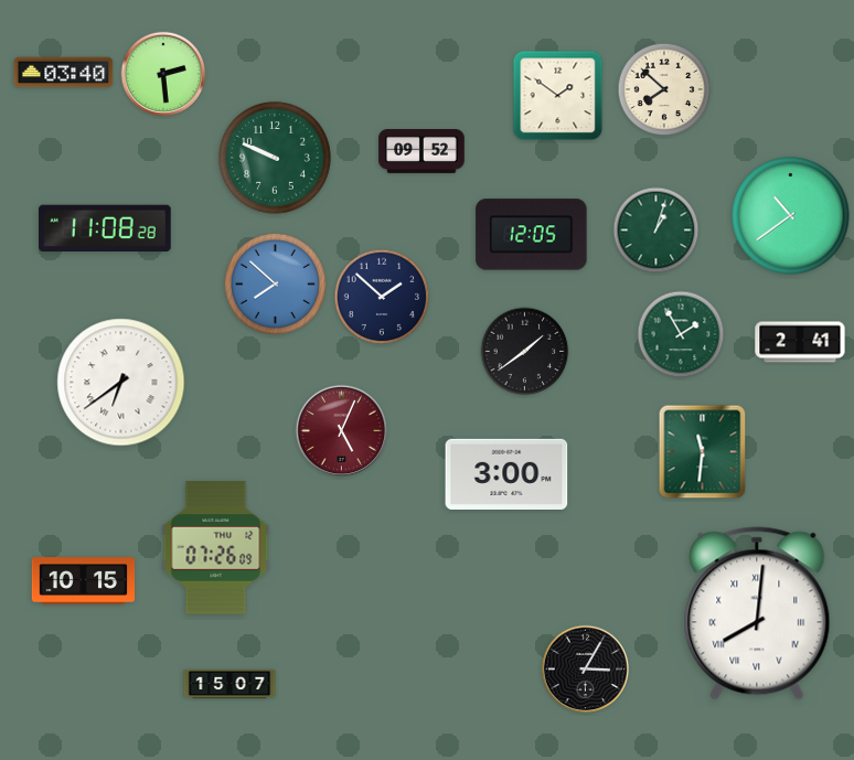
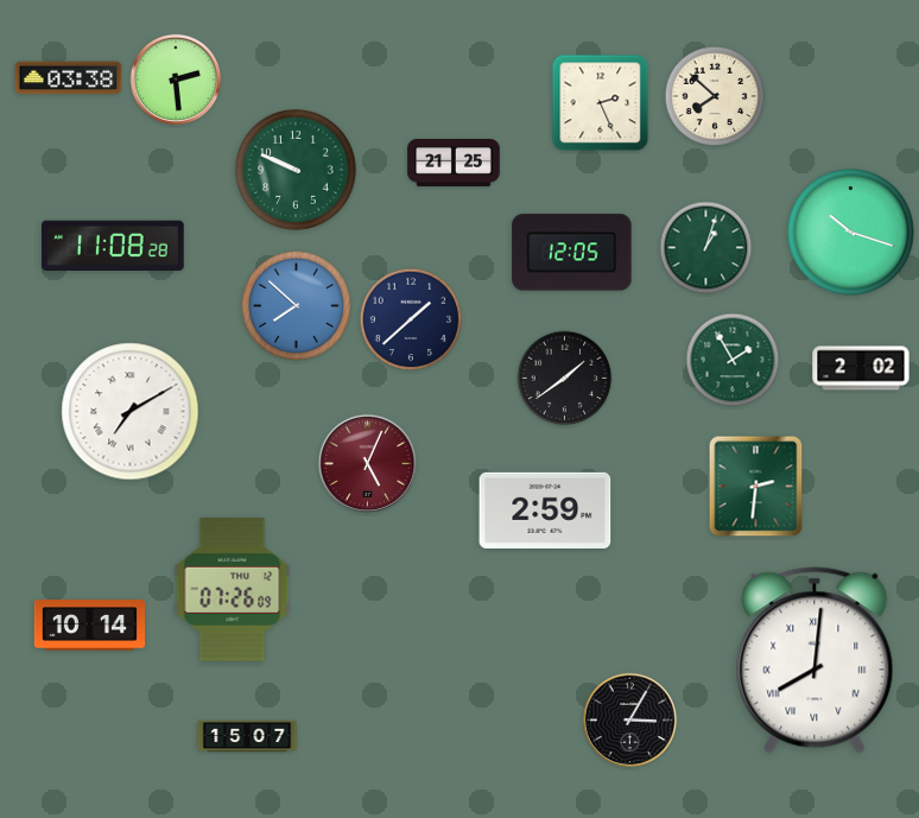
clock at (64, 73): 03:40 -> 03:38
clock at (558, 96): 1:51 -> 2:26
clock at (421, 152): 09:52 -> 21:25
clock at (791, 216): 10:39 -> 10:18
clock at (382, 297): 1:52 -> 1:38
clock at (800, 342): 2:41 -> 2:02
clock at (121, 383): 6:39 -> 7:10
clock at (703, 452): 11:31 -> 2:31
clock at (506, 474): 3:00 -> 2:59
clock at (84, 581): 10:15 -> 10:14
